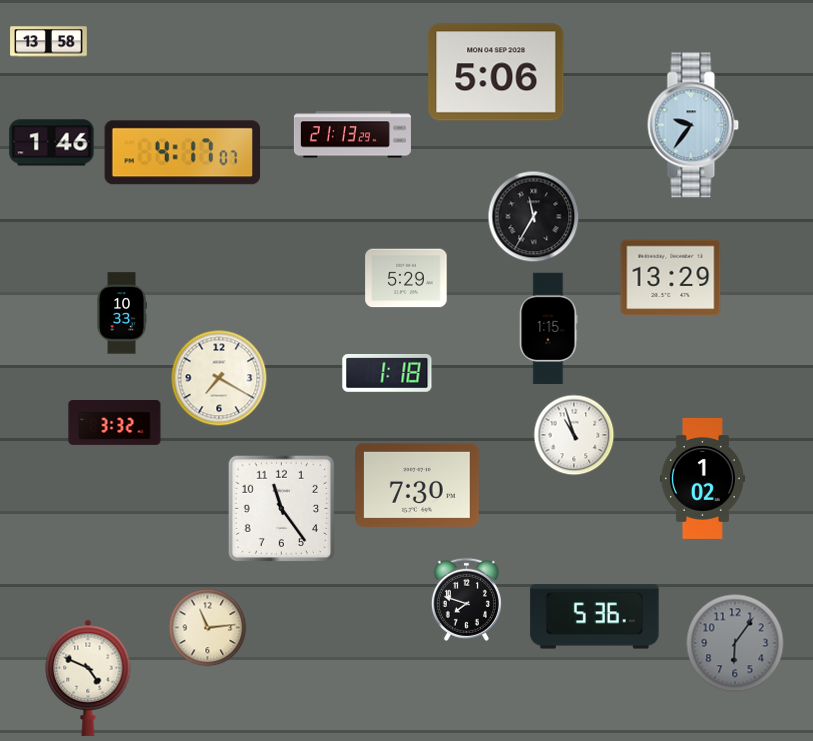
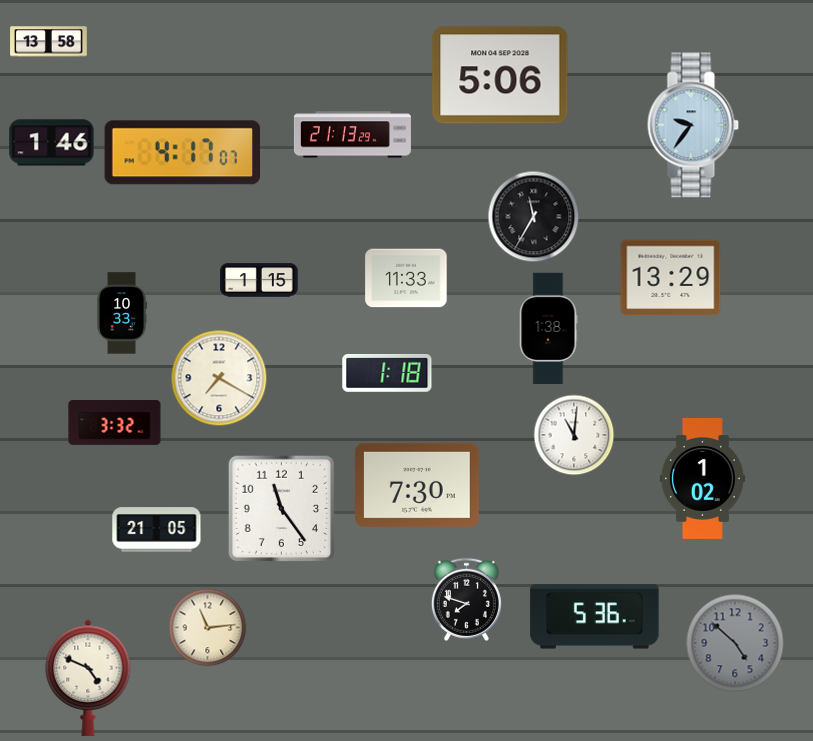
clock at (496, 72) position: (496, 72) -> (500, 75)
clock at (406, 278): 5:29 -> 11:33
clock at (259, 280): none -> 1:15
clock at (548, 329): 1:15 -> 1:38
clock at (574, 435): 10:57 -> 11:01
clock at (157, 530): none -> 21:05
clock at (735, 643): 6:06 -> 4:52
